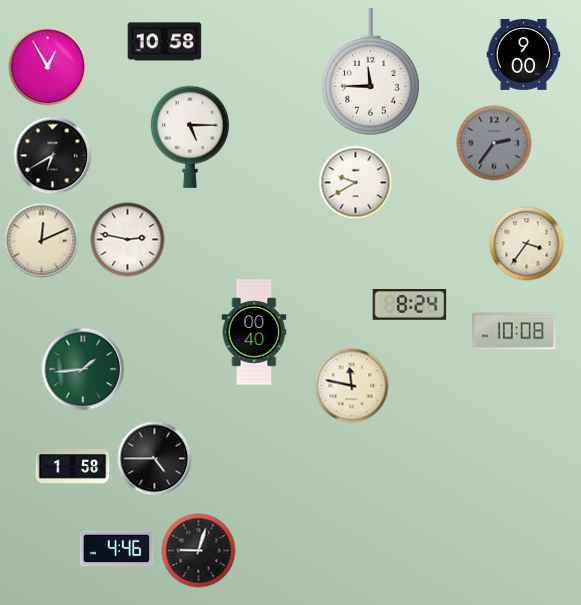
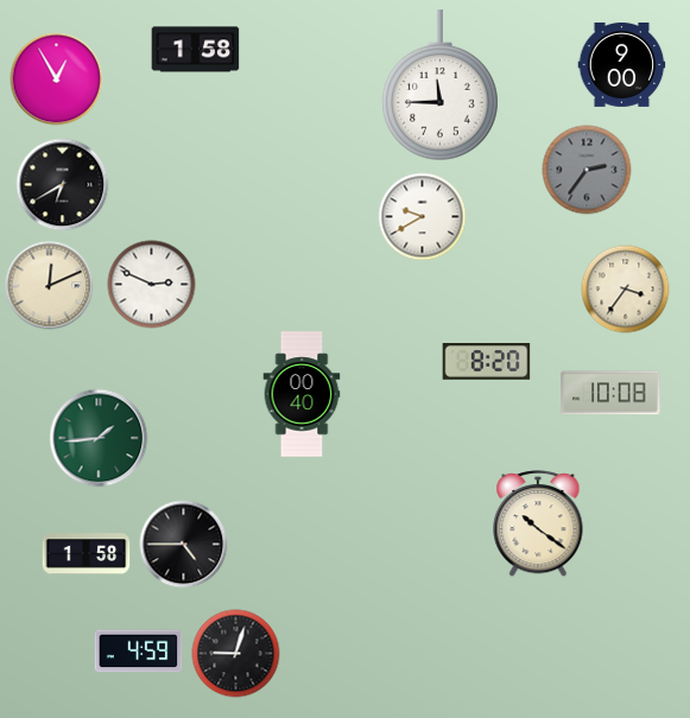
clock at (165, 42): 10:58 -> 1:58
clock at (190, 137): 5:15 -> none
clock at (128, 240): 2:47 -> 2:49
clock at (410, 305): 8:24 -> 8:20
clock at (352, 386): 11:47 -> none
clock at (538, 525): none -> 10:21
clock at (117, 549): 4:46 -> 4:59
